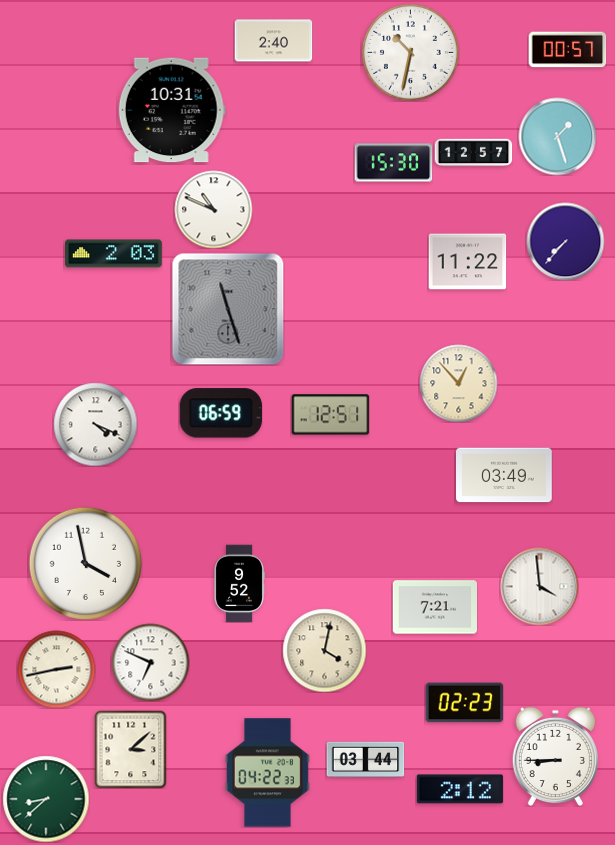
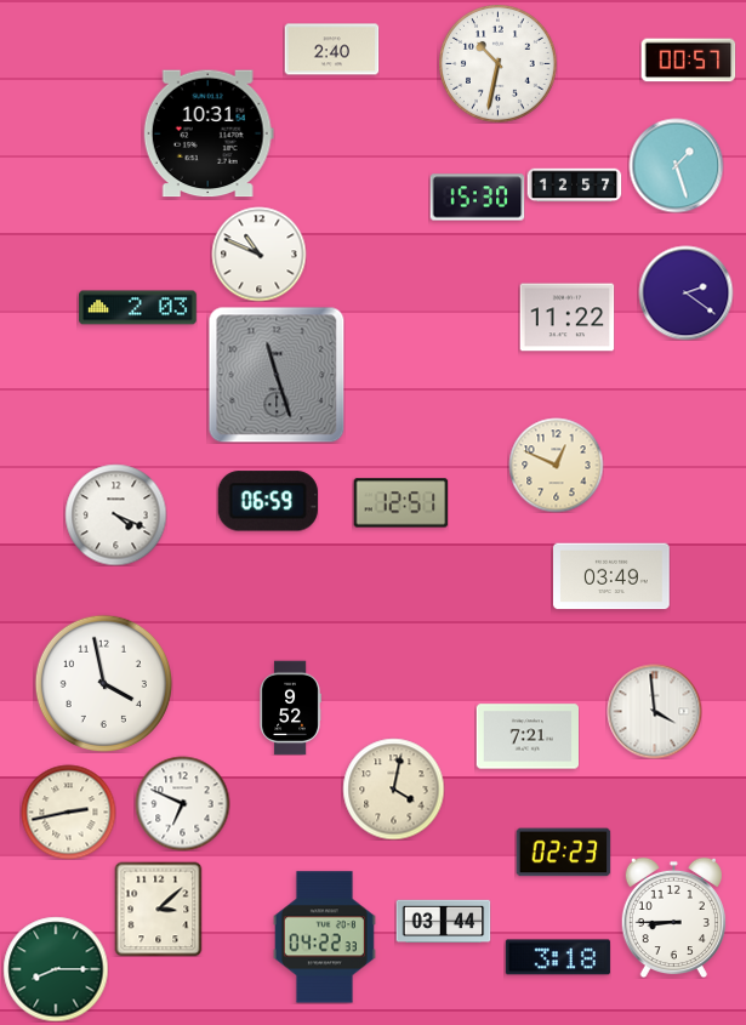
clock at (565, 241): 7:37 -> 2:21
clock at (458, 383): 12:53 -> 12:49
clock at (460, 789): 2:12 -> 3:18
clock at (46, 799): 8:38 -> 8:15
